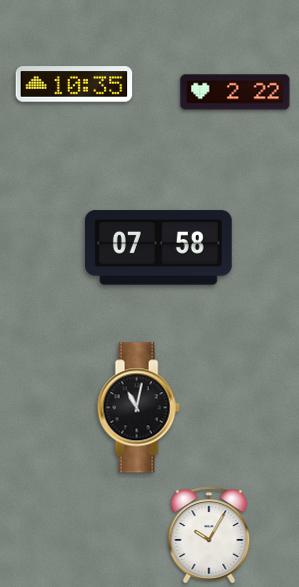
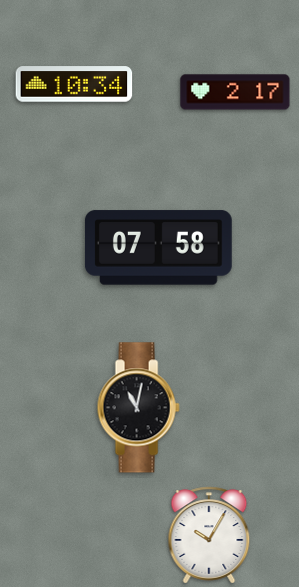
clock at (74, 84): 10:35 -> 10:34
clock at (235, 92): 2:22 -> 2:17
